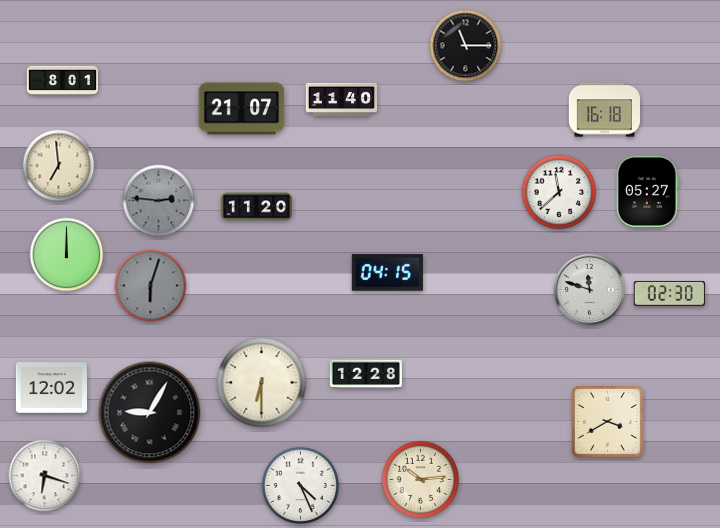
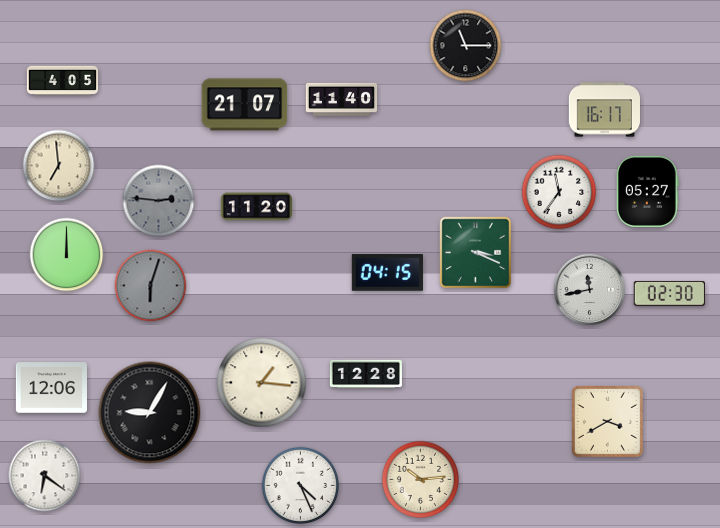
clock at (63, 81): 8:01 -> 4:05
clock at (242, 109) position: (242, 109) -> (245, 105)
clock at (604, 110): 16:18 -> 16:17
clock at (559, 192): 11:38 -> 11:36
clock at (476, 253): none -> 3:19
clock at (590, 290): 11:48 -> 11:43
clock at (262, 383): 6:30 -> 1:16
clock at (51, 388): 12:02 -> 12:06
clock at (45, 476): 6:18 -> 6:21
